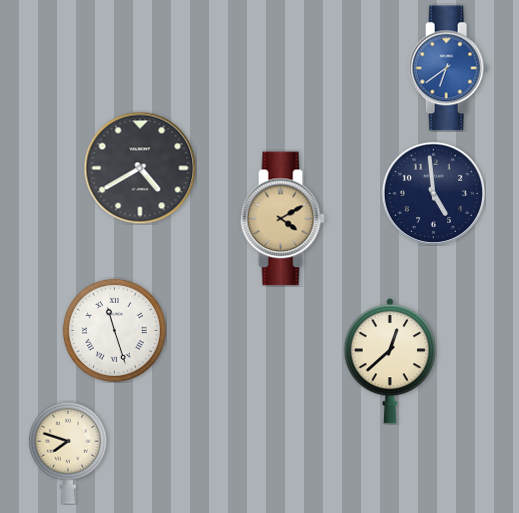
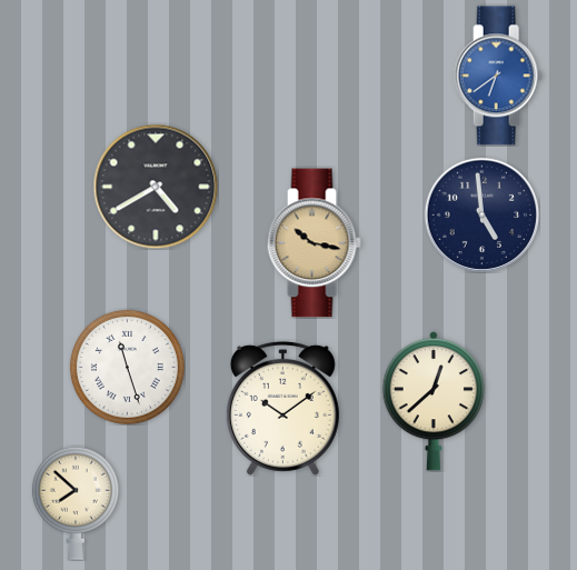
clock at (282, 219): 4:10 -> 10:17
clock at (282, 408): none -> 10:09
clock at (68, 453): 7:48 -> 7:52
